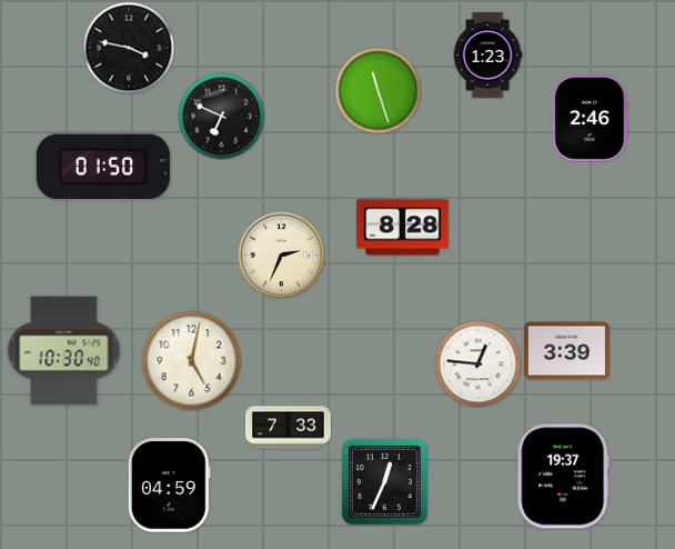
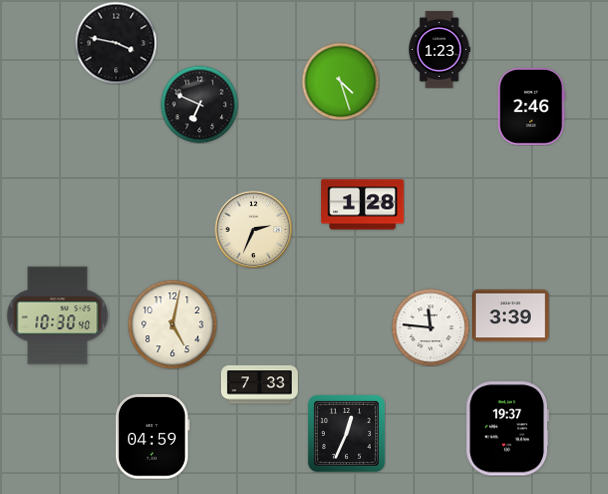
clock at (377, 90): 11:27 -> 4:27
clock at (103, 167): 01:50 -> none
clock at (403, 228): 8:28 -> 1:28
clock at (477, 363): 12:46 -> 11:46
